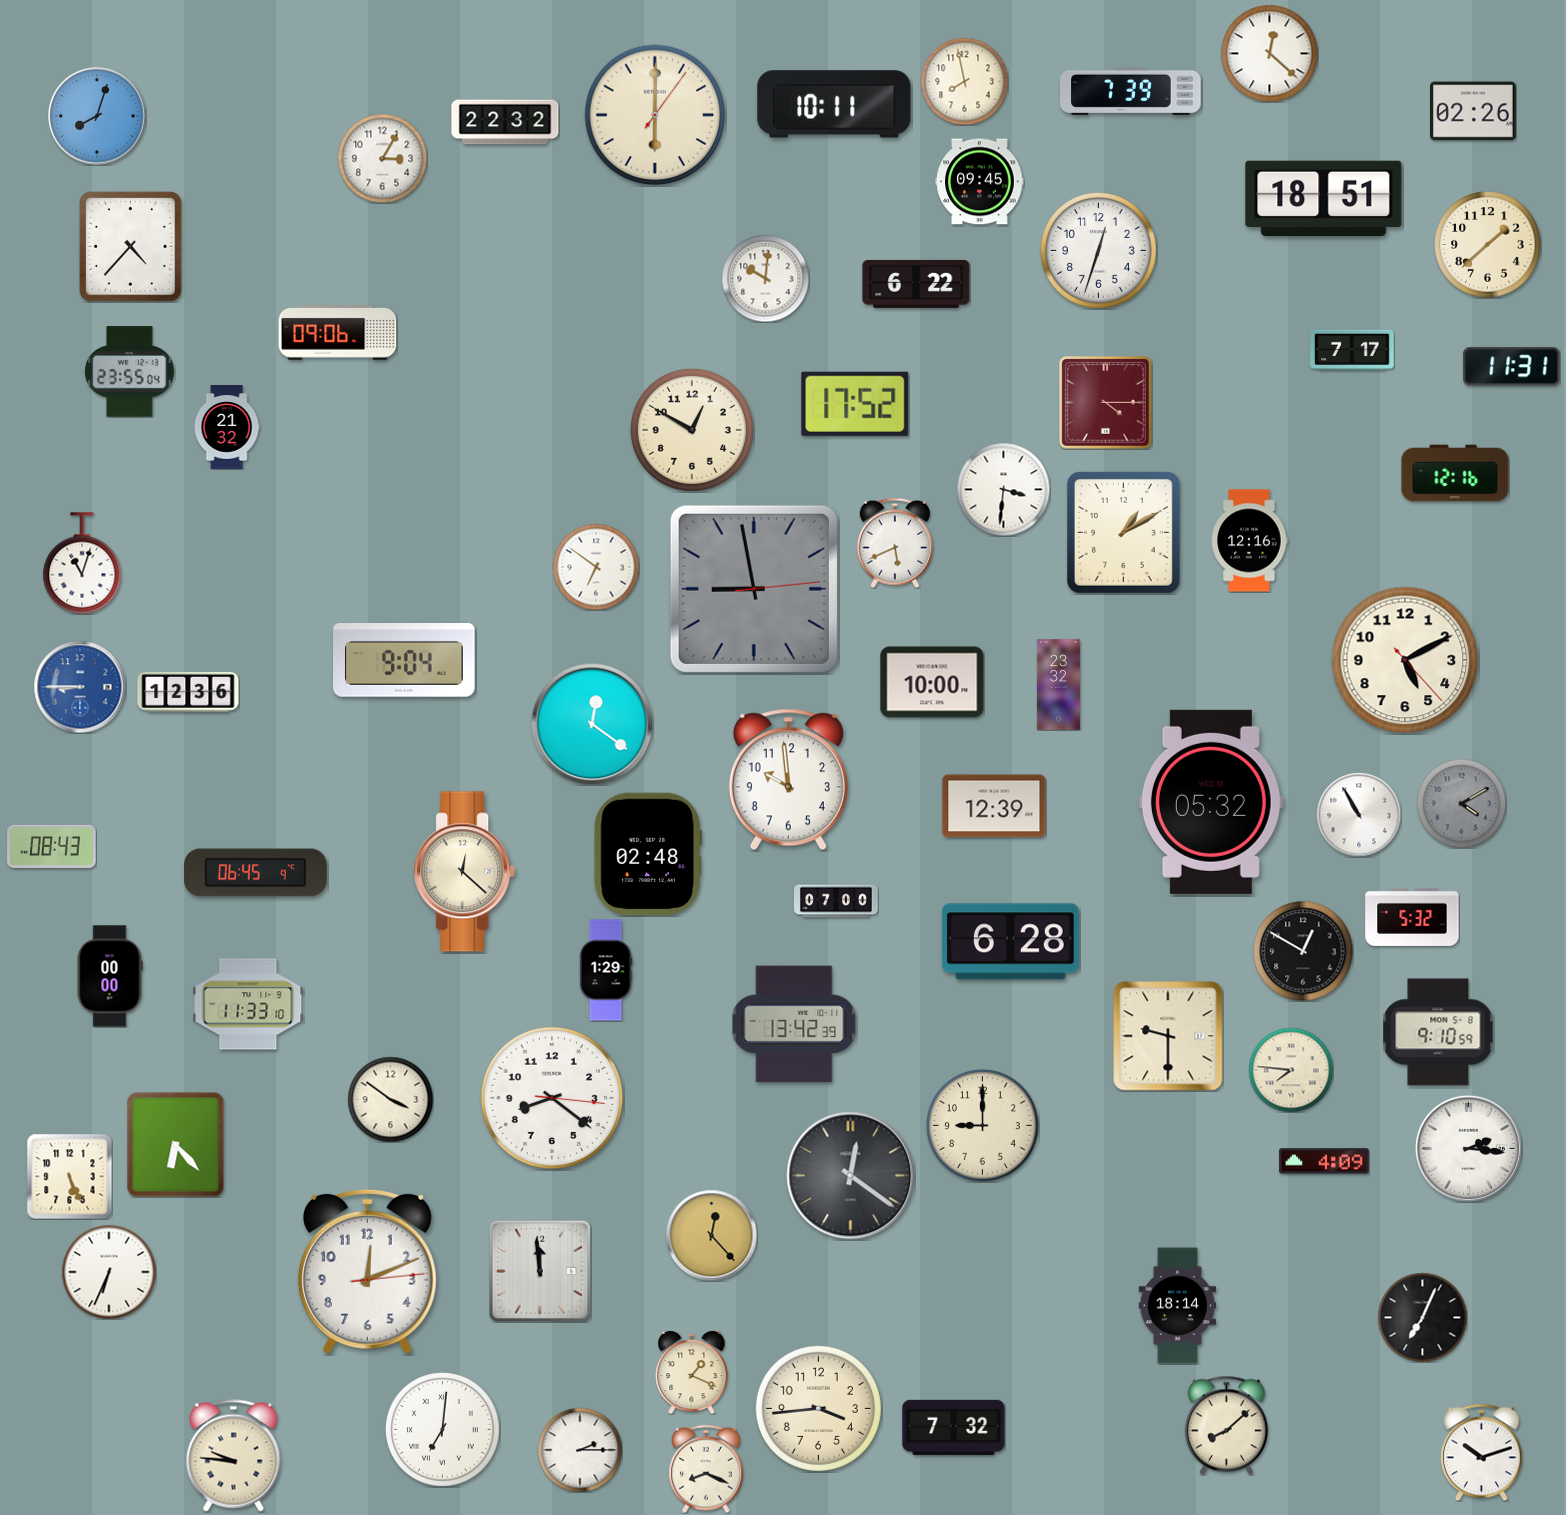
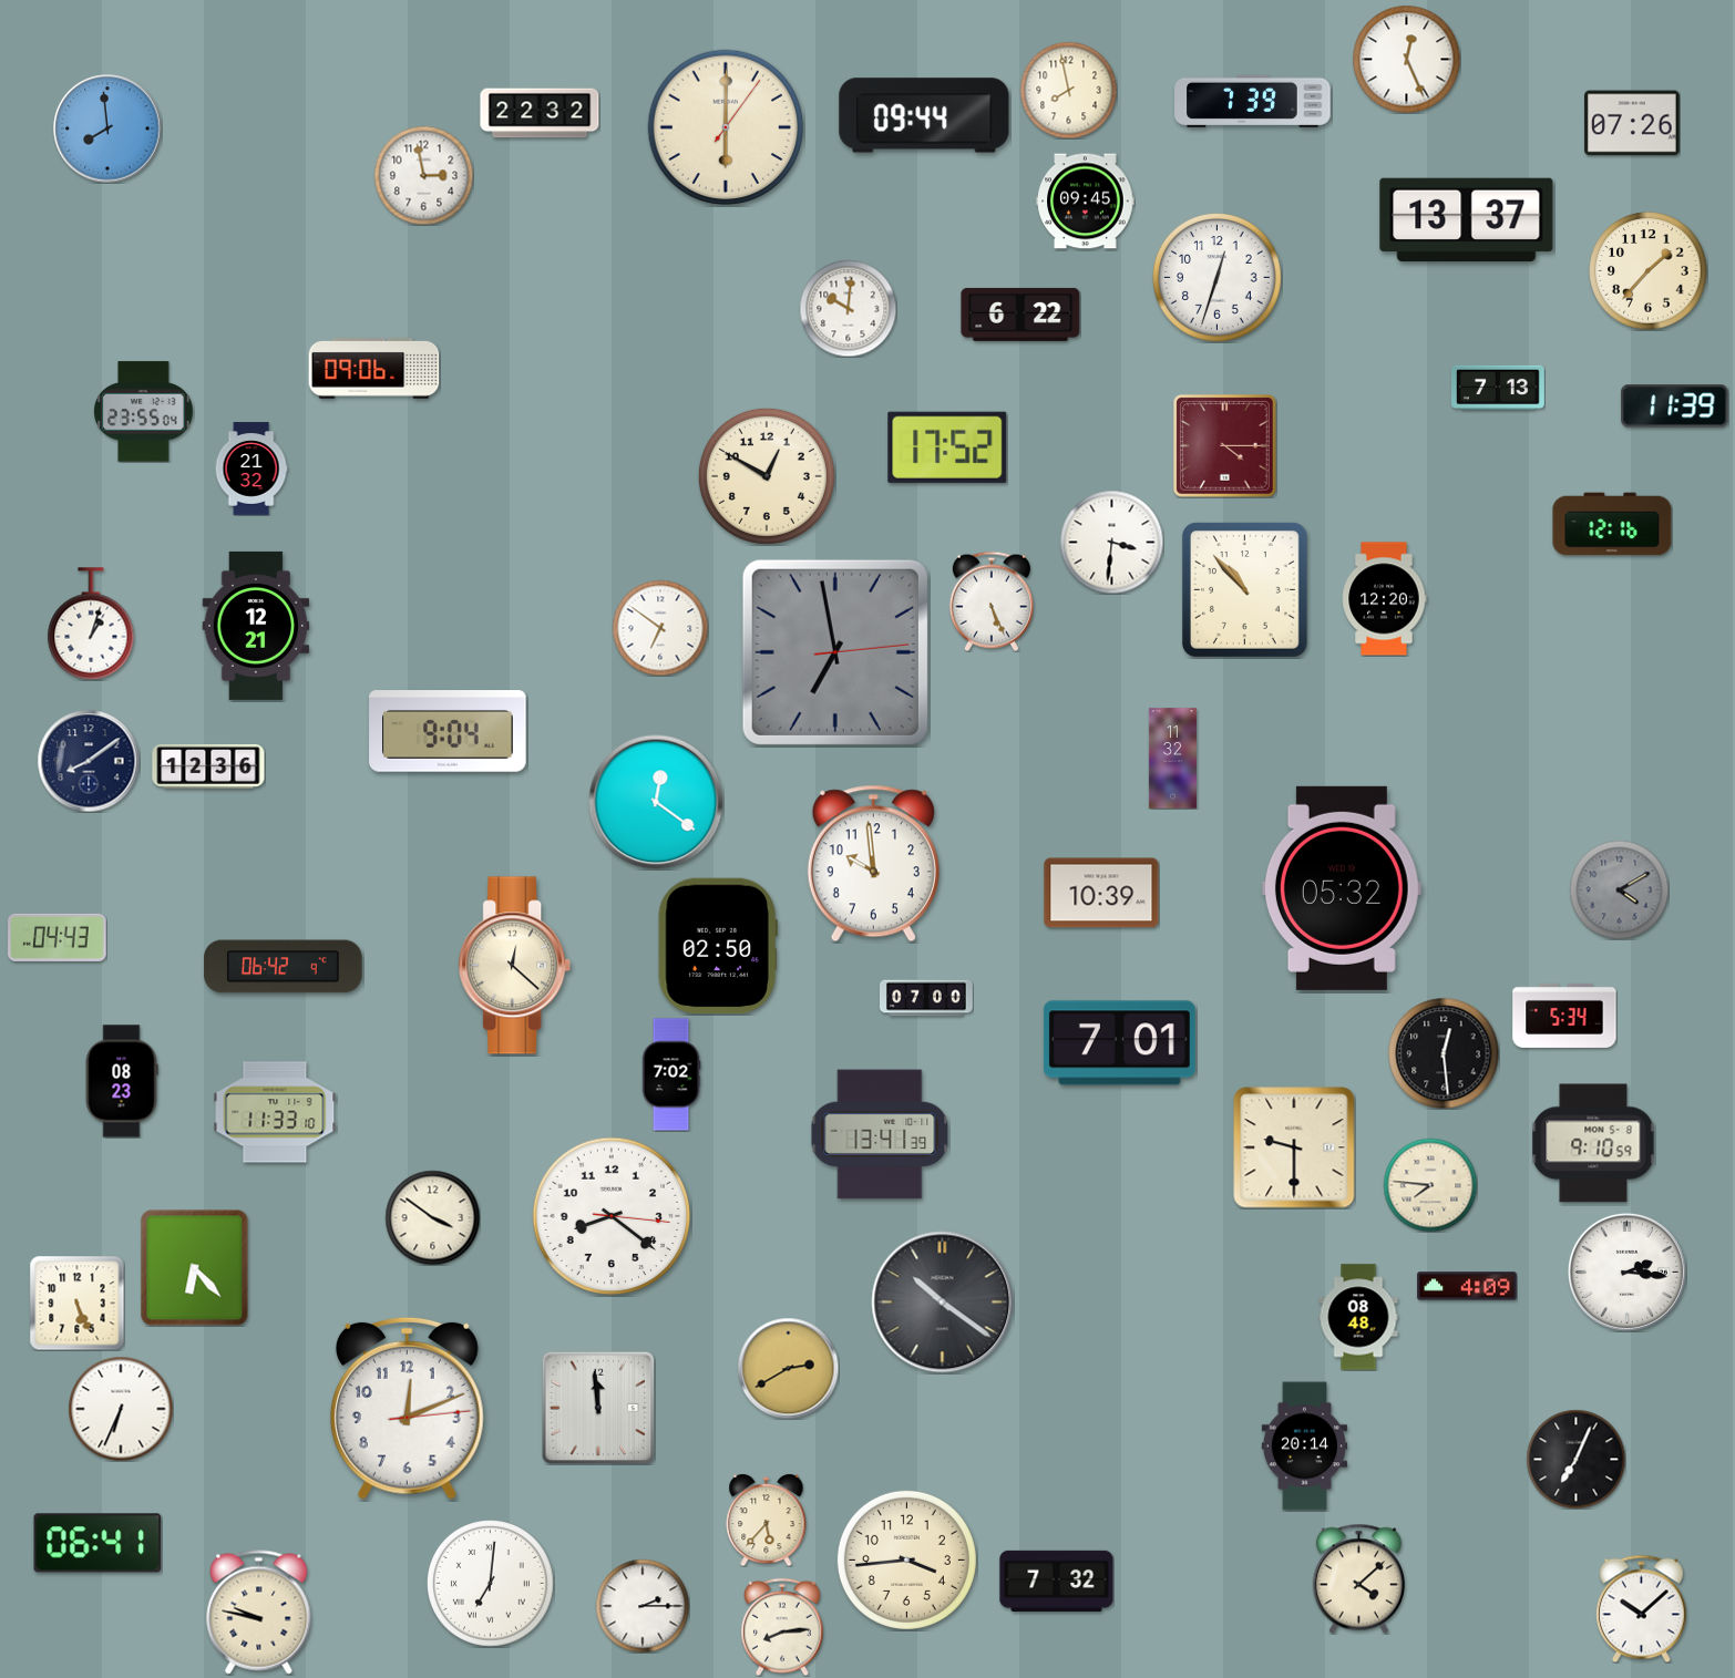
clock at (1269, 53): 12:22 -> 12:26
clock at (834, 104): 10:11 -> 09:44
clock at (1474, 111): 02:26 -> 07:26
clock at (97, 116): 8:03 -> 7:59
clock at (505, 122) position: (505, 122) -> (540, 113)
clock at (382, 158): 3:05 -> 2:58
clock at (1324, 199): 18:51 -> 13:37
clock at (1488, 245): 1:38 -> 1:37
clock at (131, 247): 4:37 -> none
clock at (916, 284) position: (916, 284) -> (1020, 315)
clock at (1353, 350): 7:17 -> 7:13
clock at (1512, 367): 11:31 -> 11:39
clock at (227, 427) position: (227, 427) -> (251, 469)
clock at (1123, 532): 1:10 -> 10:53
clock at (1249, 541): 12:16 -> 12:20
clock at (895, 543): 5:41 -> 5:26
clock at (82, 563): 11:03 -> 1:03
clock at (256, 626): none -> 12:21
clock at (754, 589): 8:58 -> 6:58
clock at (1405, 660): 5:10 -> none
clock at (932, 682): 10:00 -> none
clock at (1058, 685): 23:32 -> 11:32
clock at (80, 687): 8:45 -> 8:09
clock at (80, 687) dial: blue -> navy
clock at (994, 806): 12:39 -> 10:39
clock at (1359, 815): 10:55 -> none
clock at (52, 846): 08:43 -> 04:43
clock at (648, 854): 02:48 -> 02:50
clock at (256, 873): 06:45 -> 06:42
clock at (1412, 917): 5:32 -> 5:34
clock at (1010, 942): 6:28 -> 7:01
clock at (1303, 951): 12:50 -> 12:29
clock at (606, 970): 1:29 -> 7:02
clock at (110, 976): 00:00 -> 08:23
clock at (794, 1024): 13:42 -> 13:41
clock at (983, 1126): 9:00 -> none
clock at (851, 1176): 12:21 -> 10:21
clock at (1358, 1317): none -> 08:48
clock at (711, 1235): 12:23 -> 2:40
clock at (1177, 1306): 18:14 -> 20:14
clock at (692, 1372): 1:19 -> 5:37
clock at (97, 1543): none -> 06:41
clock at (1226, 1425): 8:08 -> 4:08
clock at (1481, 1452): 10:12 -> 10:08
clock at (234, 1456): 9:46 -> 9:47
clock at (707, 1469): 8:19 -> 8:14
